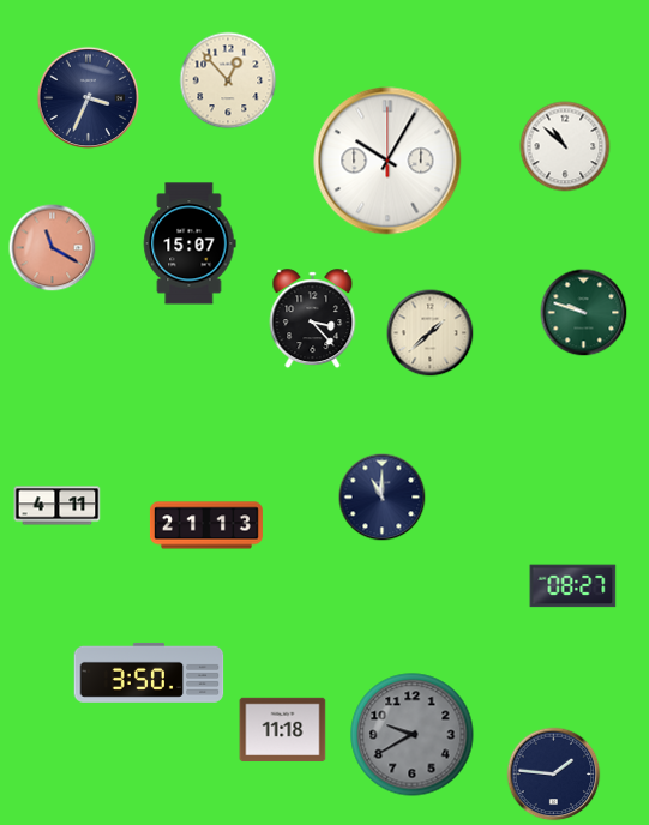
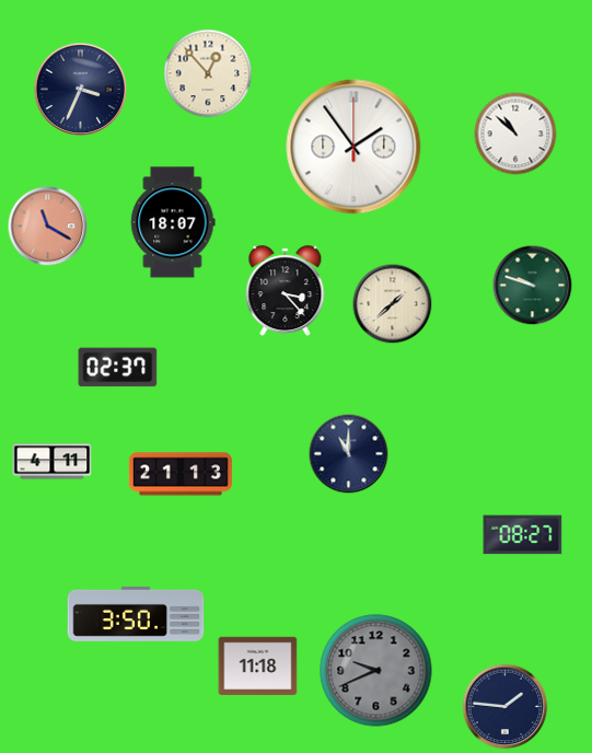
clock at (387, 161): 10:05 -> 1:54
clock at (190, 243): 15:07 -> 18:07
clock at (118, 368): none -> 02:37
clock at (206, 525) position: (206, 525) -> (181, 474)
clock at (413, 735): 9:40 -> 9:41
